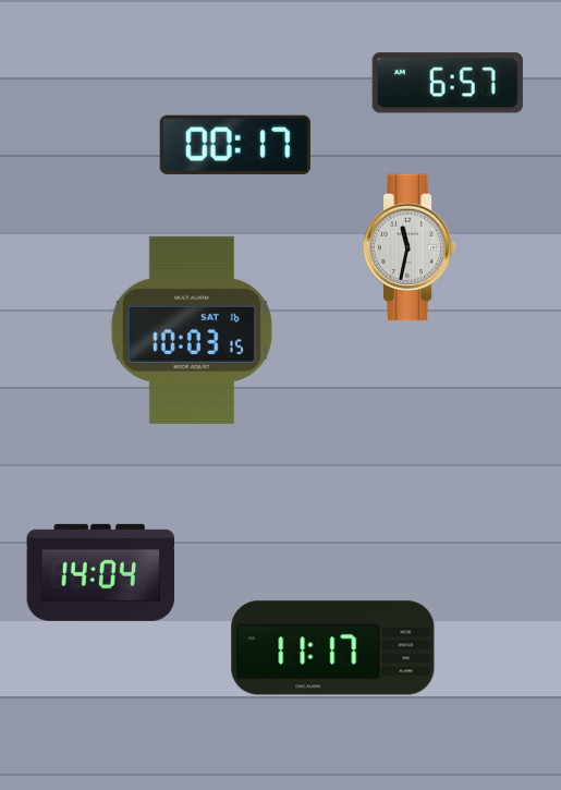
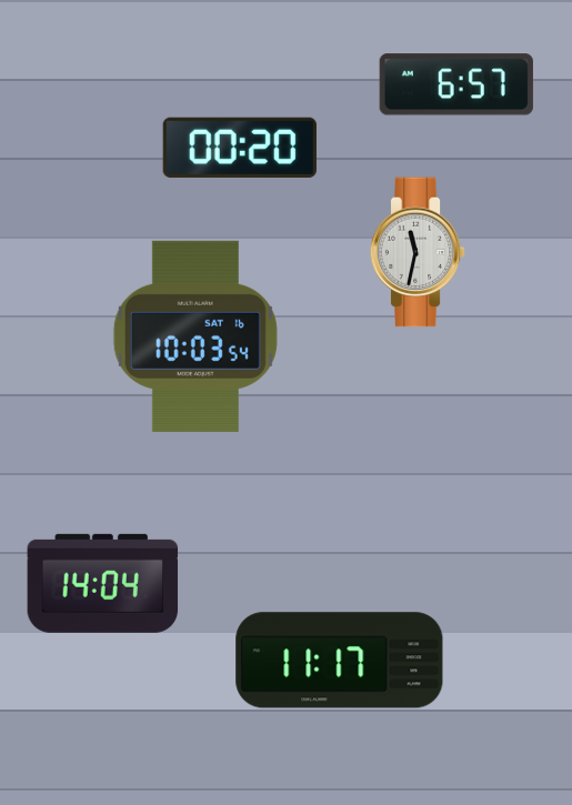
clock at (235, 145): 00:17 -> 00:20
clock at (192, 330): 10:03:15 -> 10:03:54
